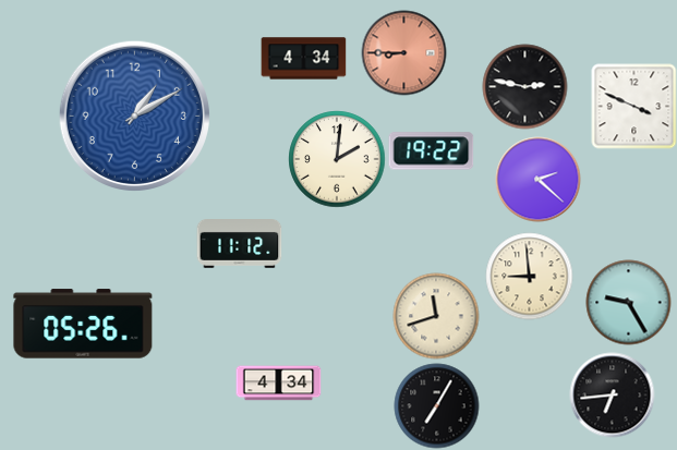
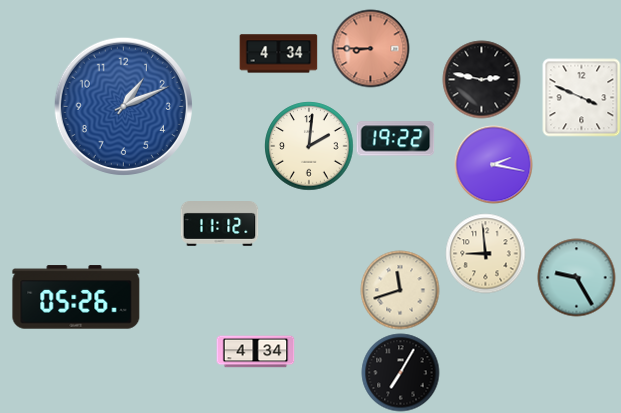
clock at (134, 115): 1:10 -> 1:11
clock at (537, 179): 2:22 -> 2:17
clock at (612, 394): 6:44 -> none
